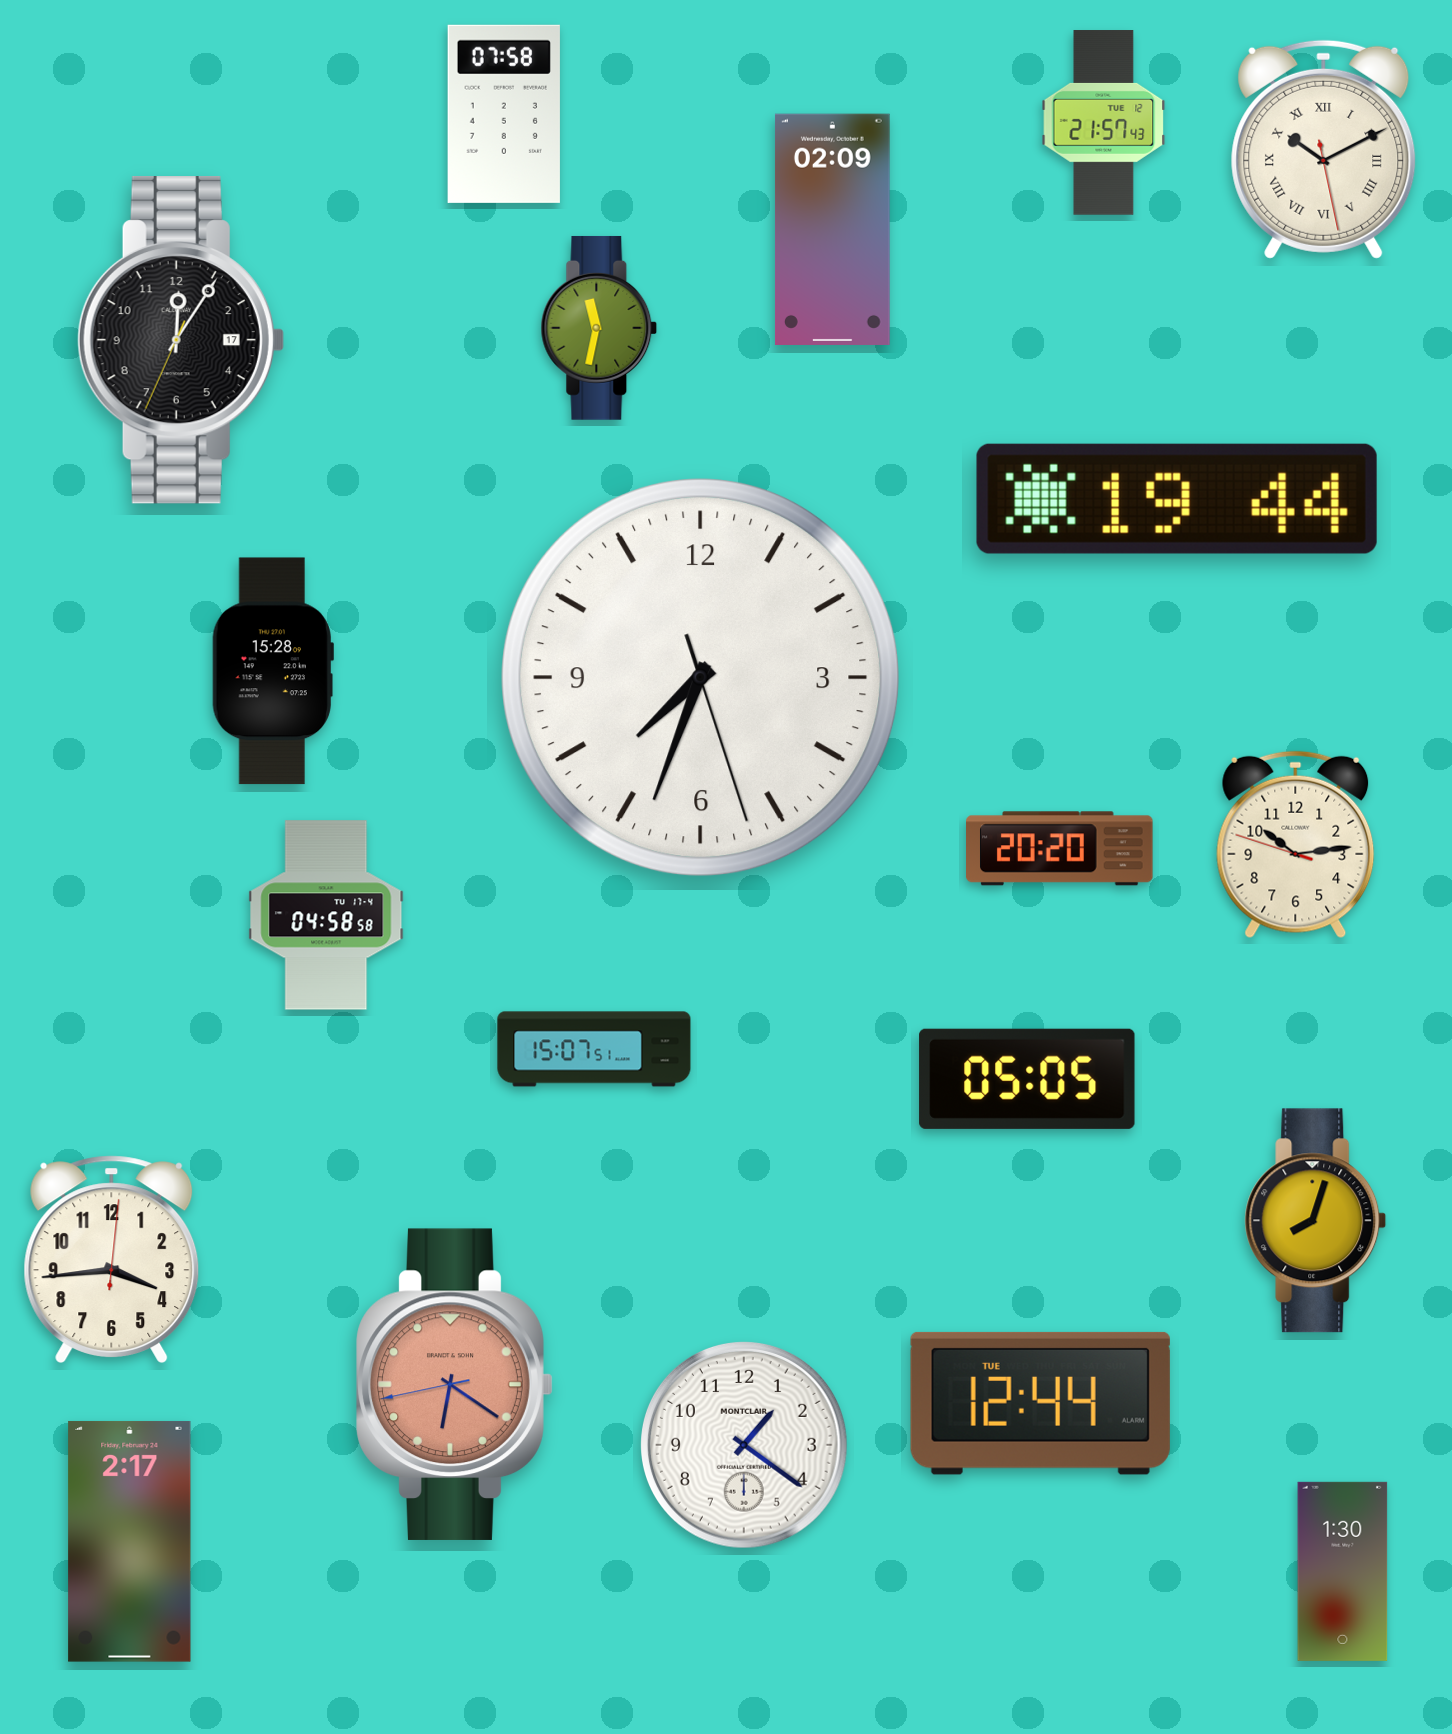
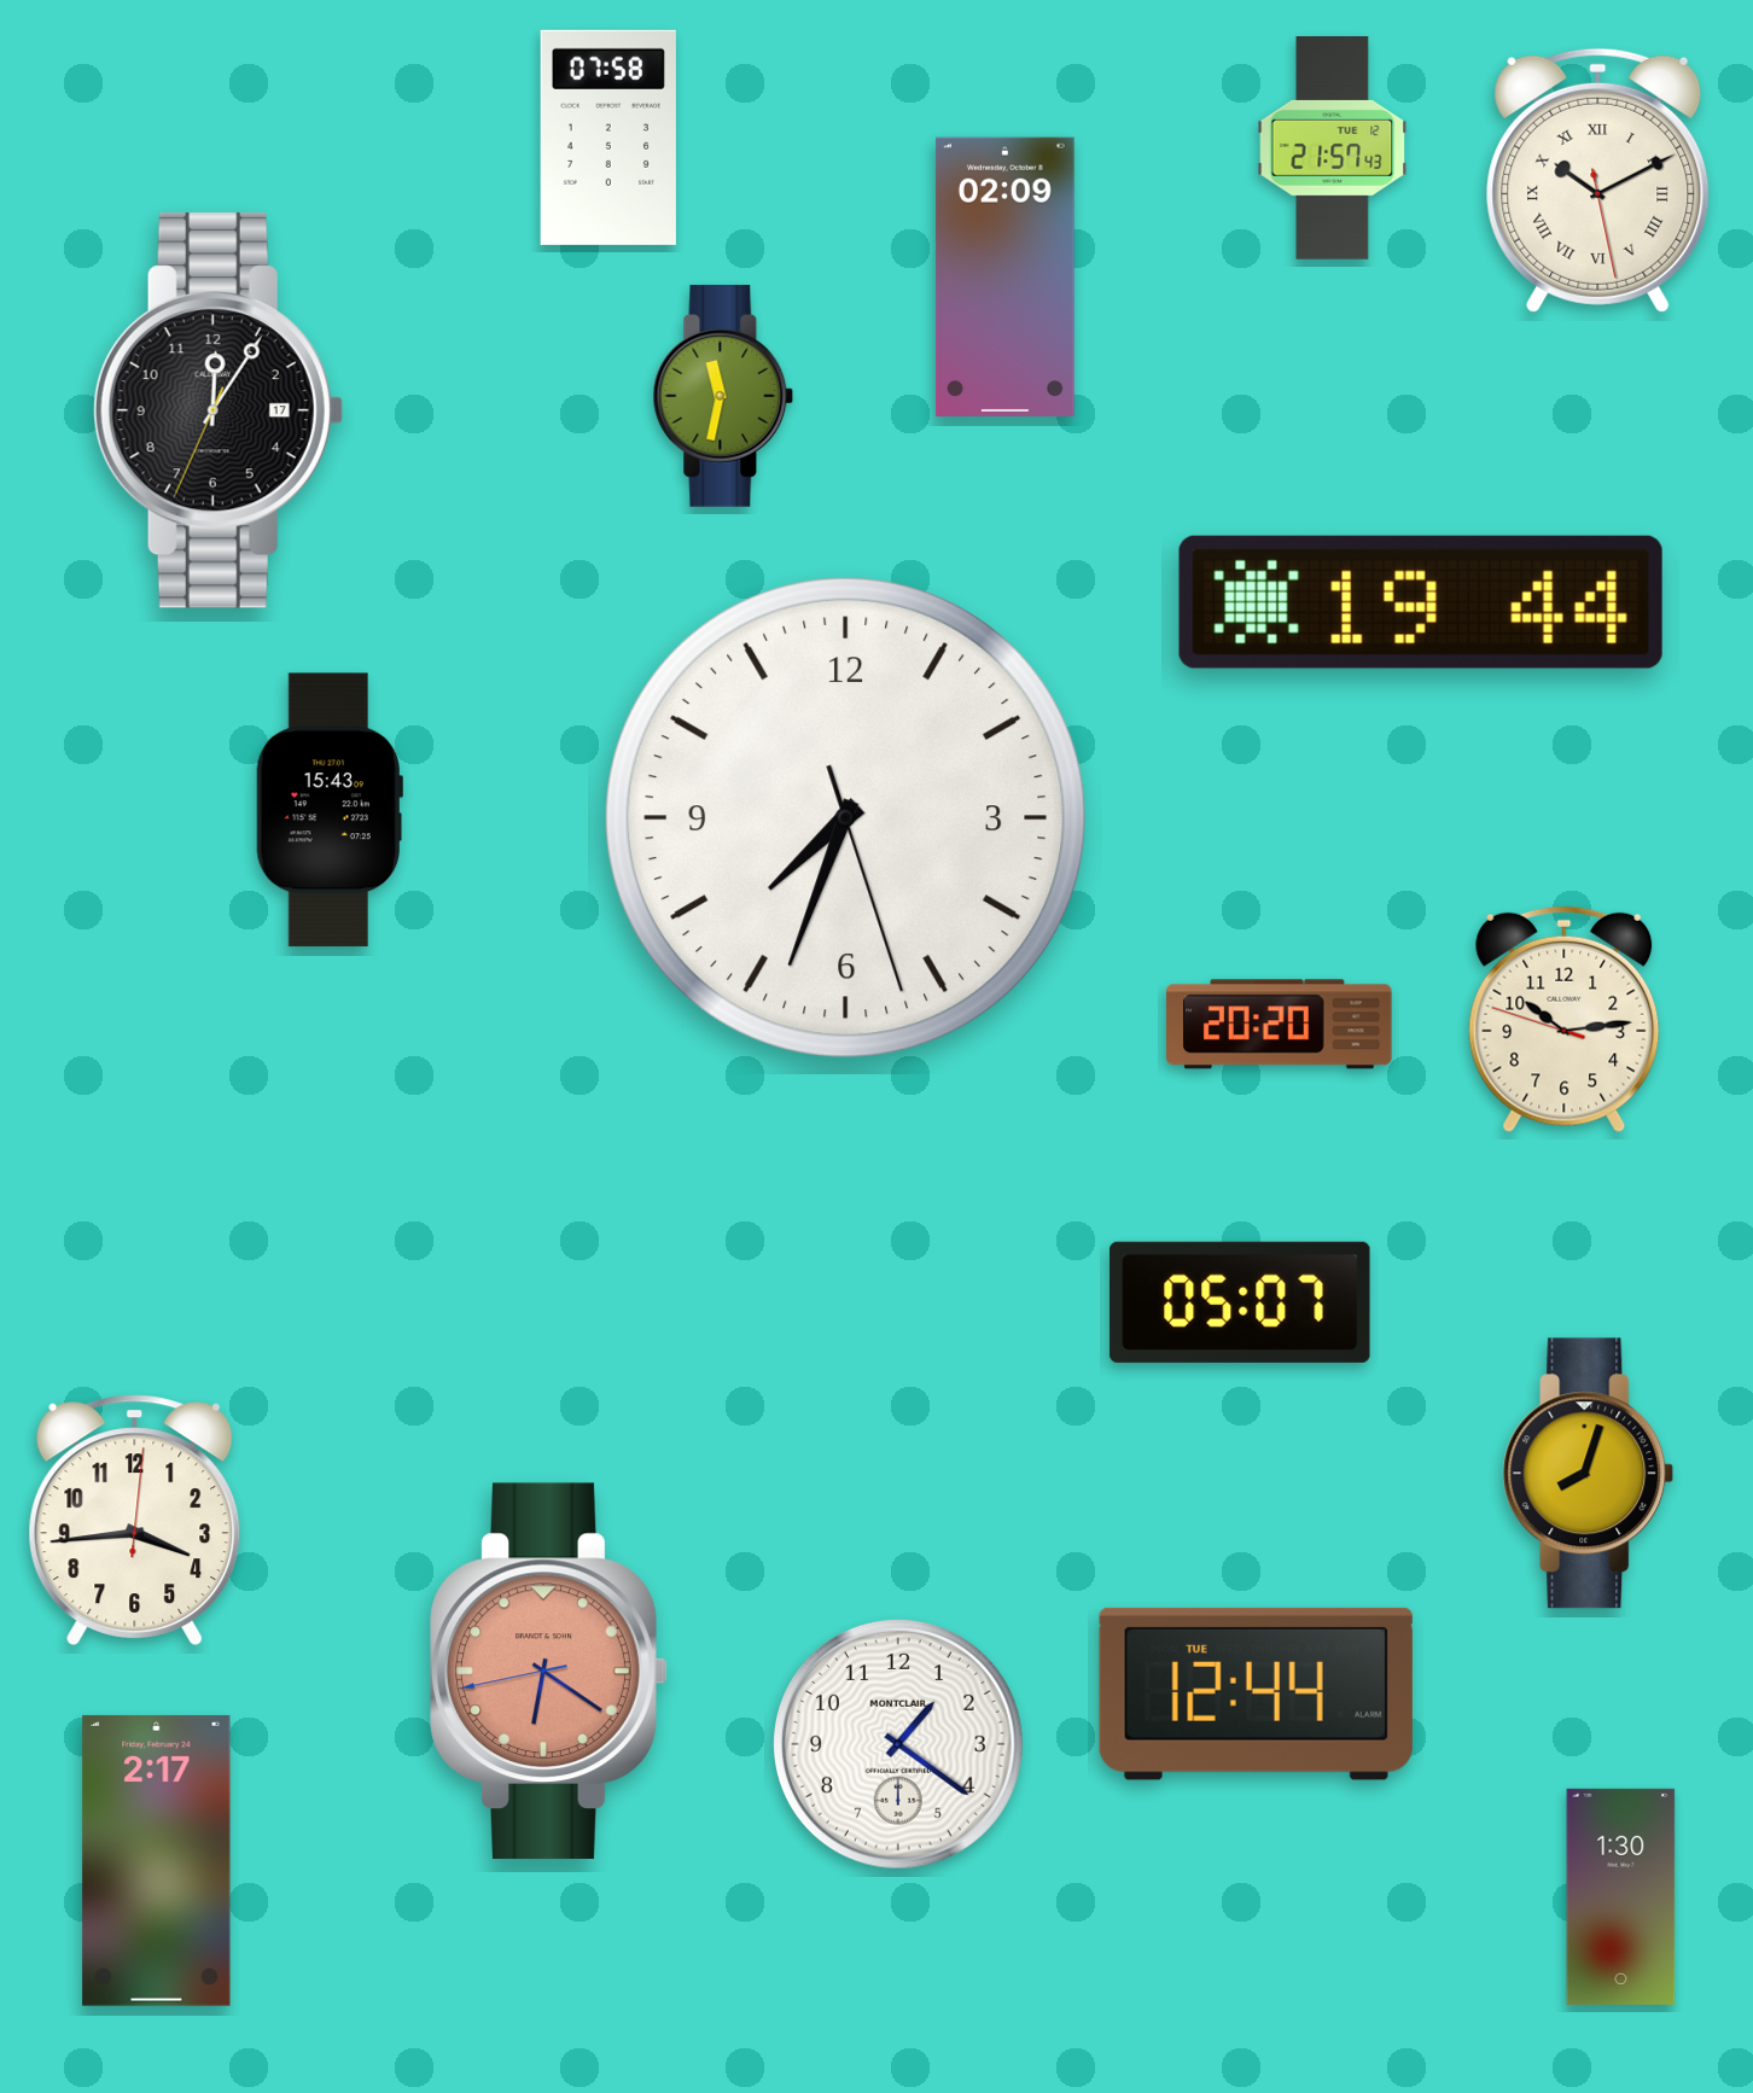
clock at (273, 671): 15:28 -> 15:43
clock at (326, 915): 04:58 -> none
clock at (594, 1049): 15:07 -> none
clock at (1027, 1079): 05:05 -> 05:07
